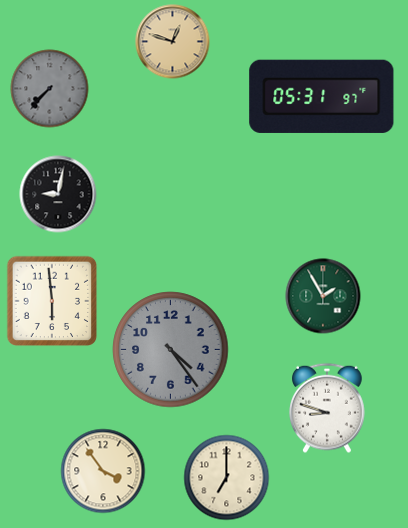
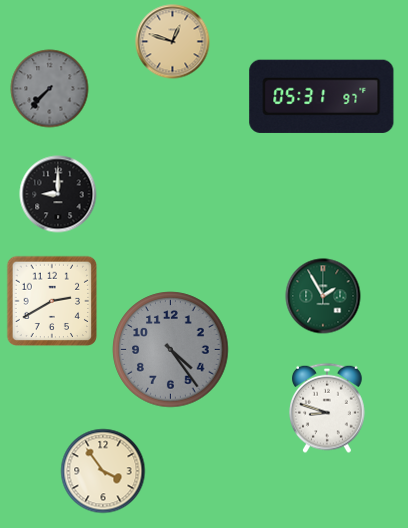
clock at (58, 194): 9:02 -> 9:00
clock at (52, 301): 5:59 -> 2:40
clock at (227, 478): 7:00 -> none
